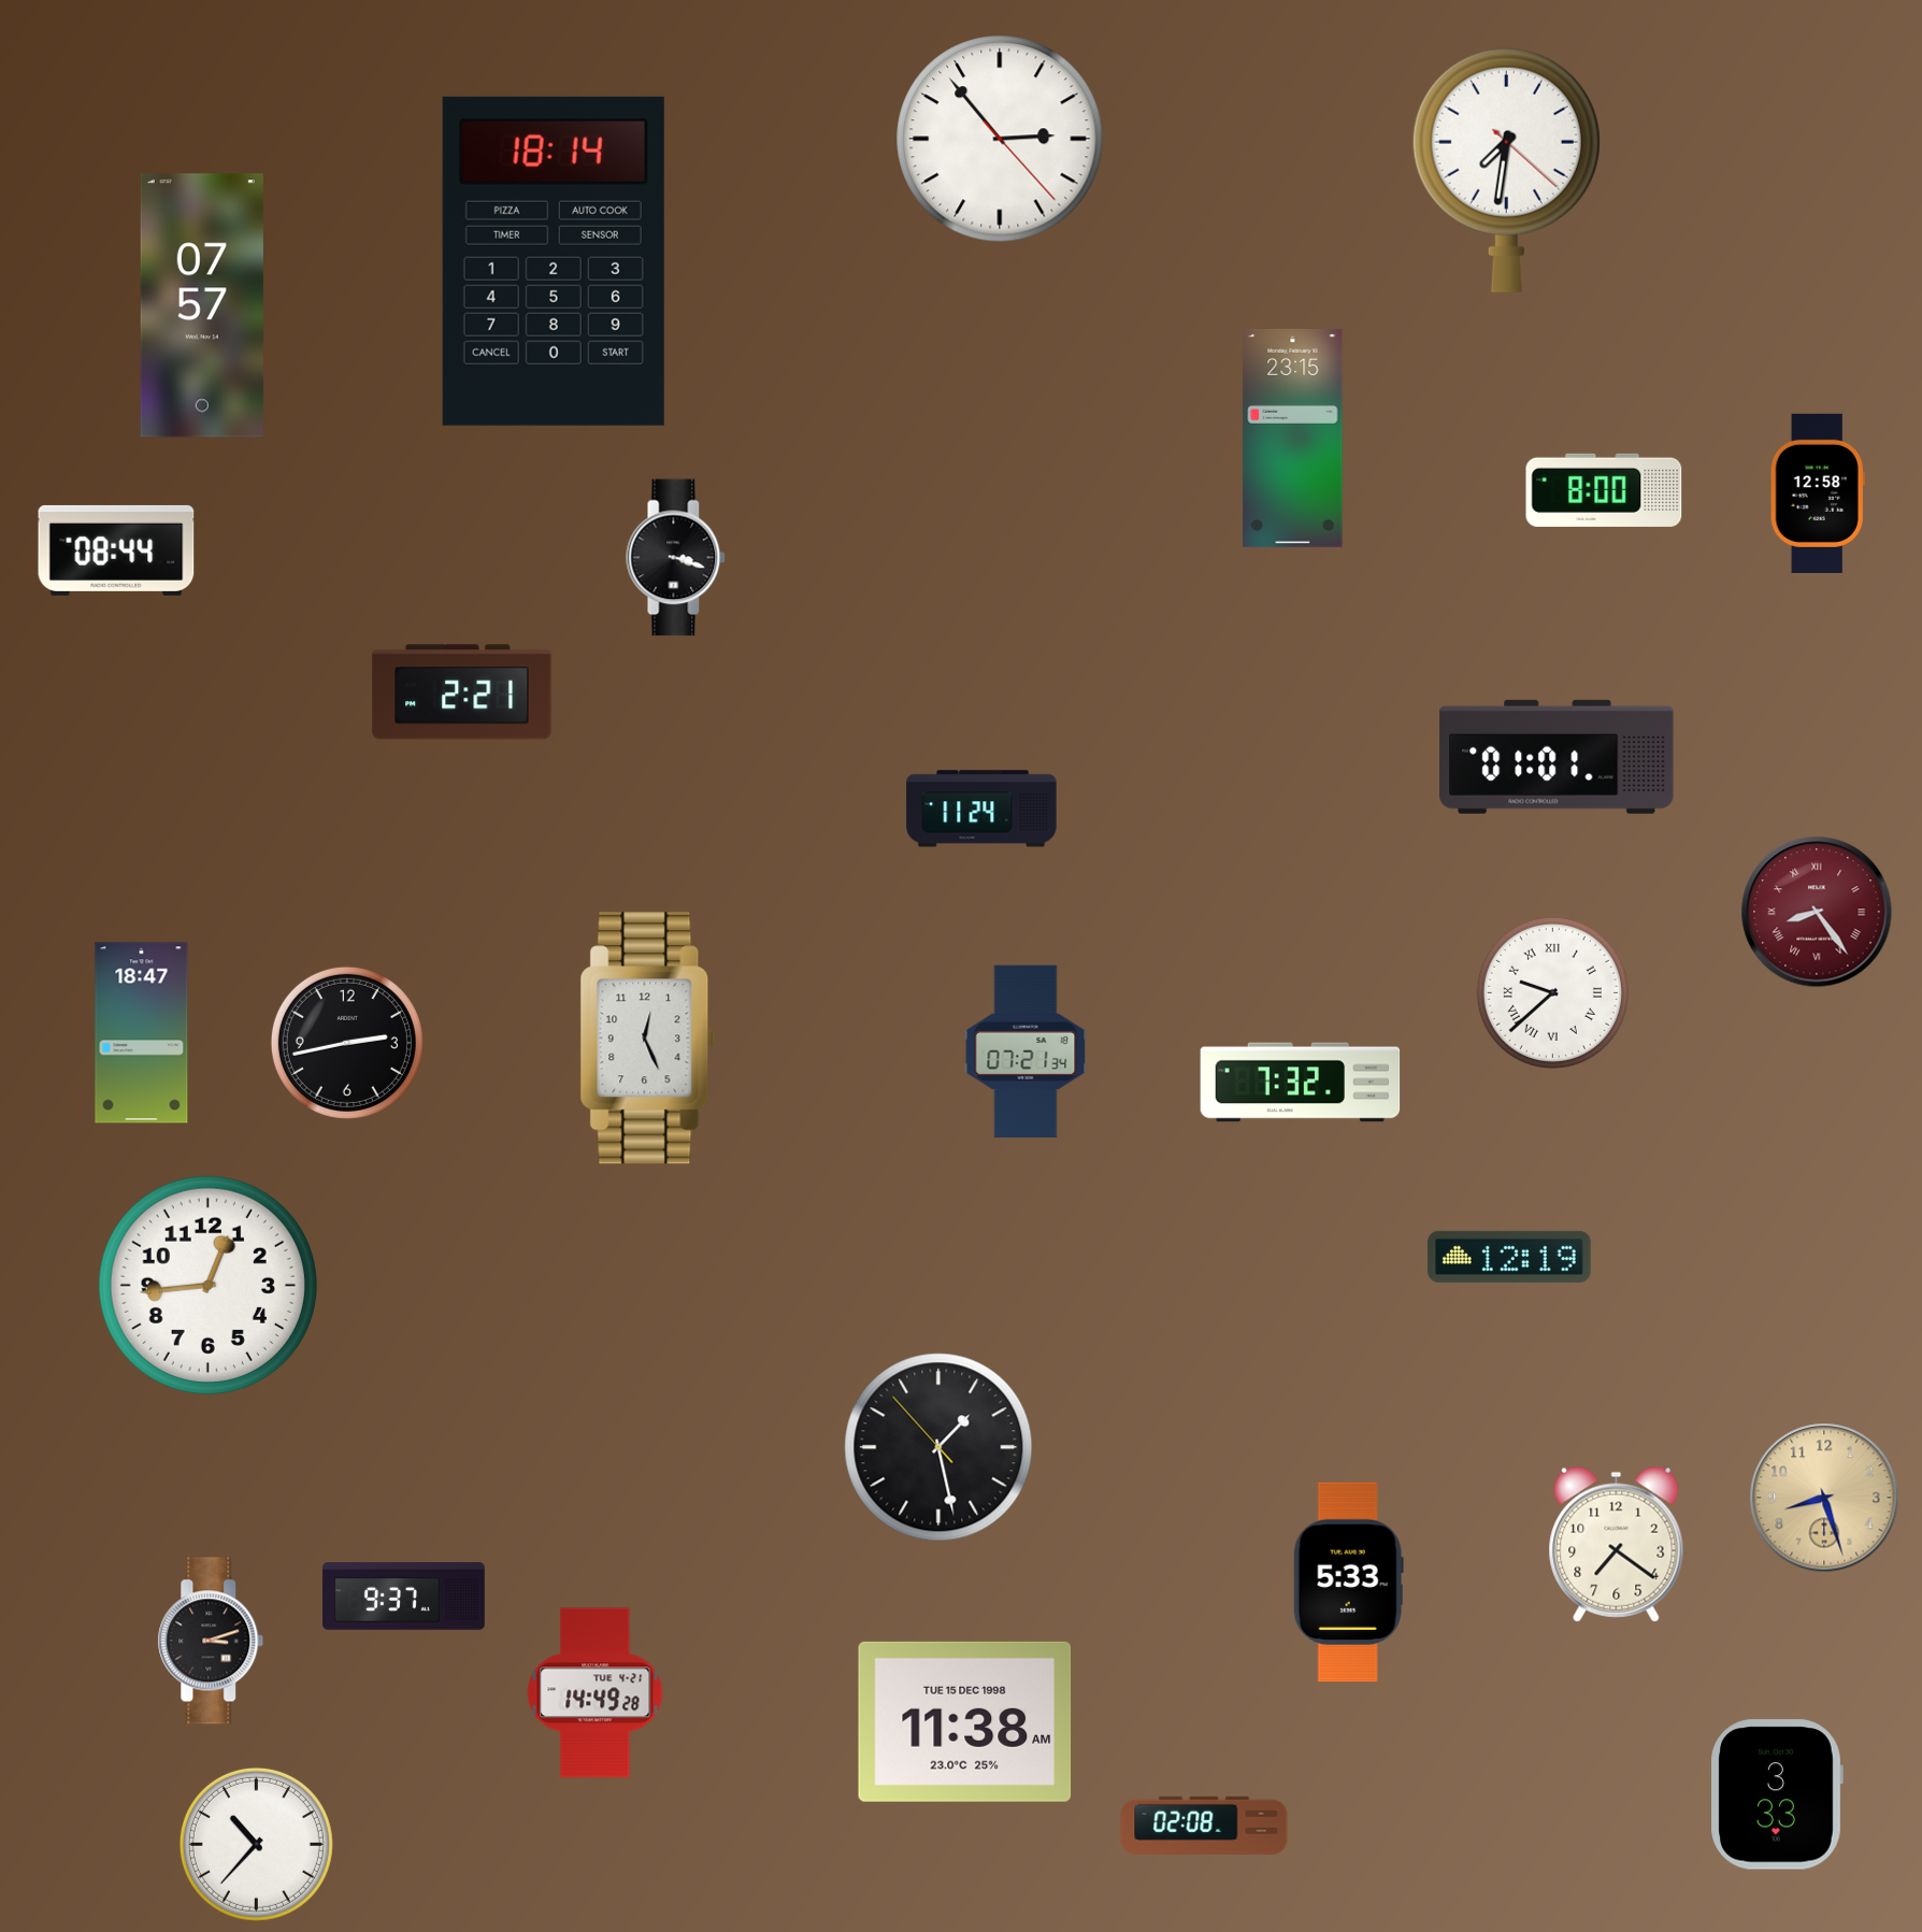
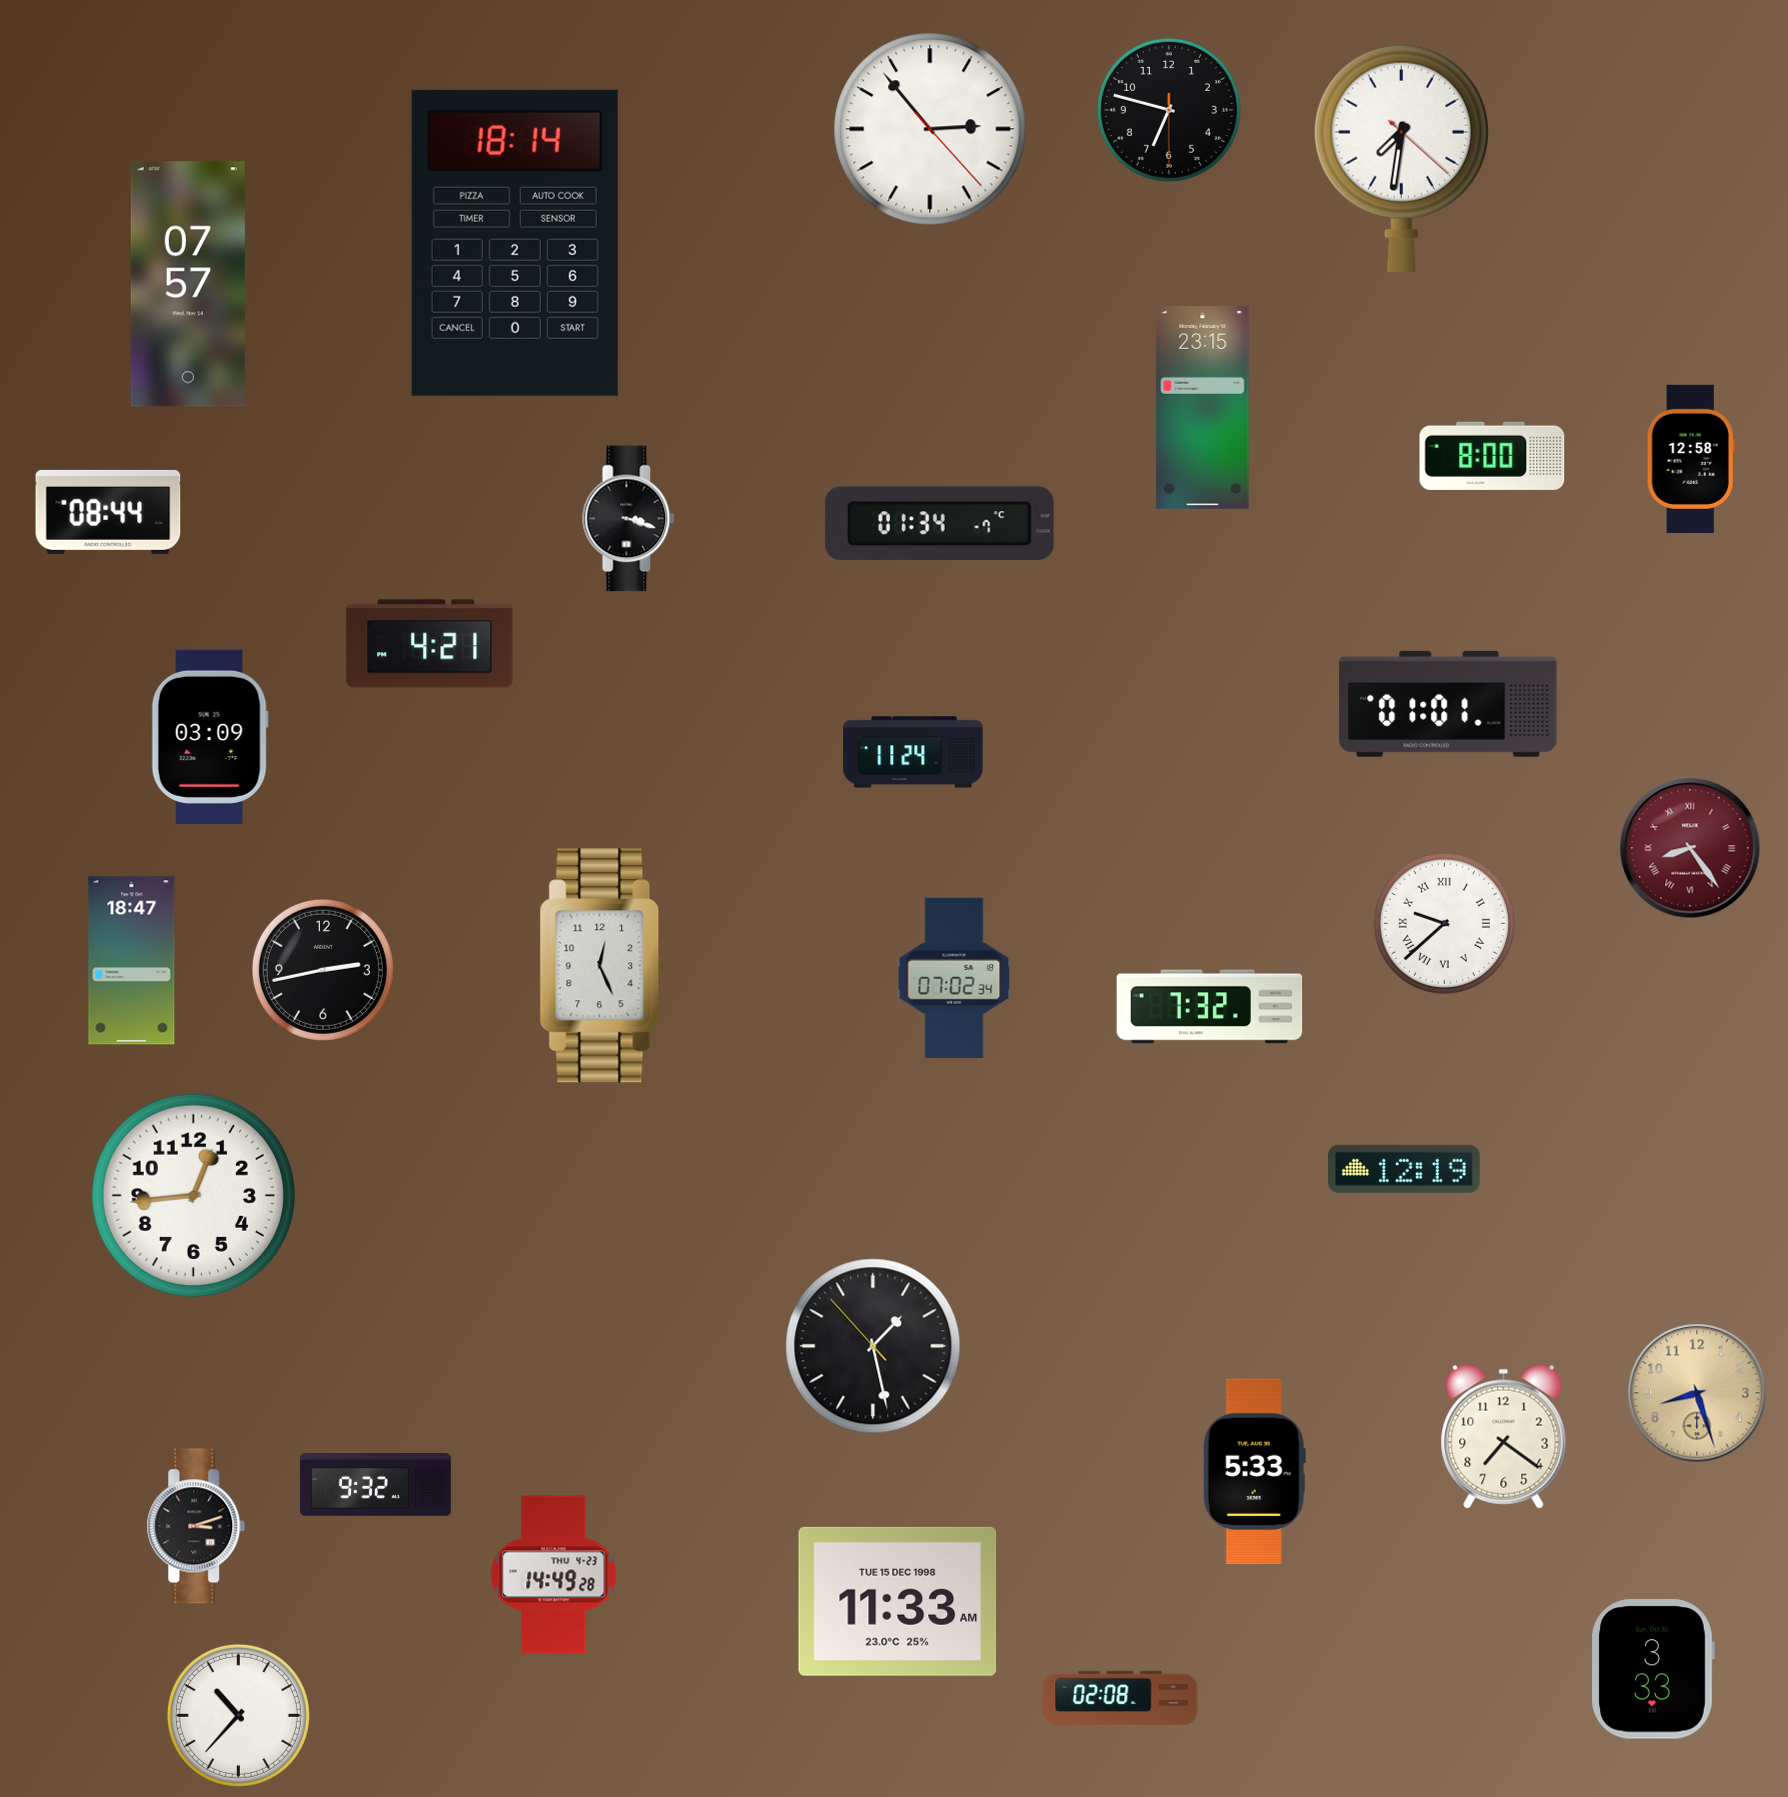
clock at (1169, 110): none -> 6:47
clock at (939, 524): none -> 01:34
clock at (462, 692): 2:21 -> 4:21
clock at (210, 737): none -> 03:09
clock at (1025, 1050): 07:21 -> 07:02
clock at (404, 1597): 9:37 -> 9:32
clock at (596, 1693) date: TUE 4-21 -> THU 4-23
clock at (965, 1721): 11:38 -> 11:33
